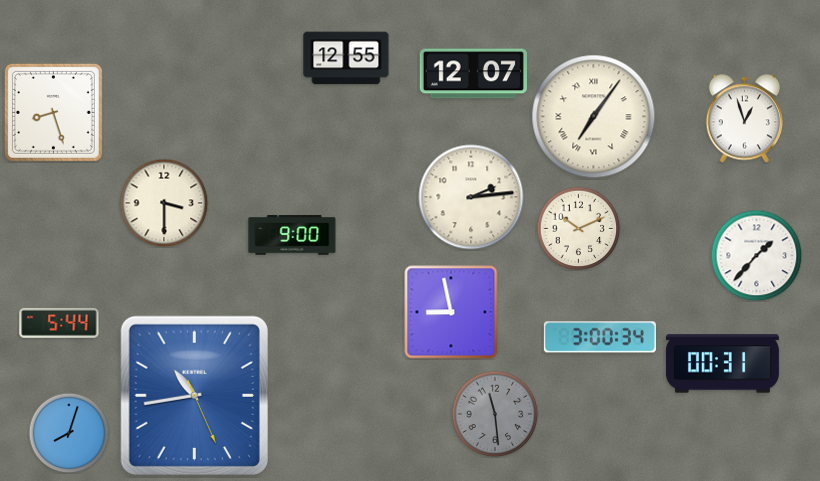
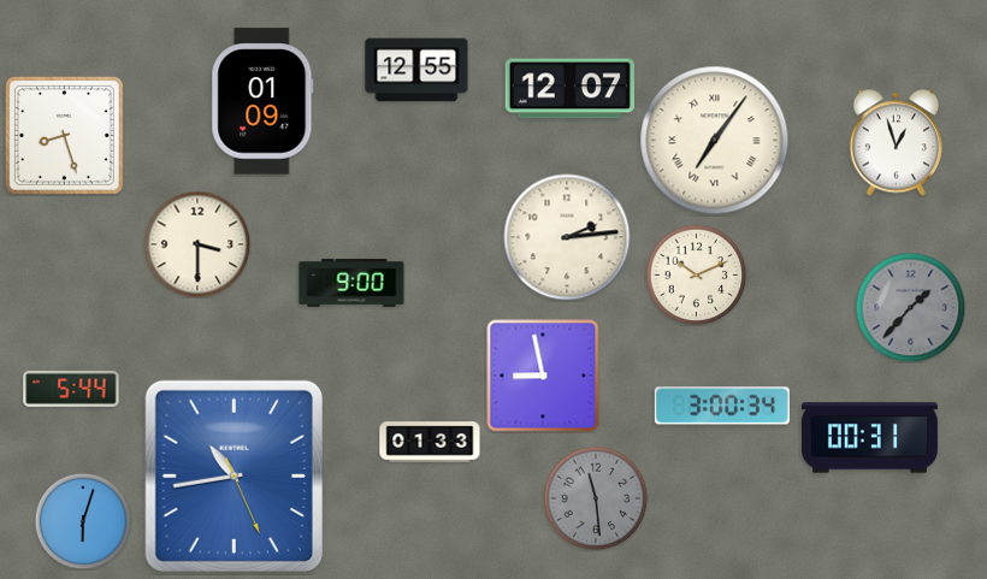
clock at (262, 101): none -> 01:09
clock at (756, 255) dial: white -> grey
clock at (430, 442): none -> 01:33
clock at (69, 433): 8:03 -> 6:03
